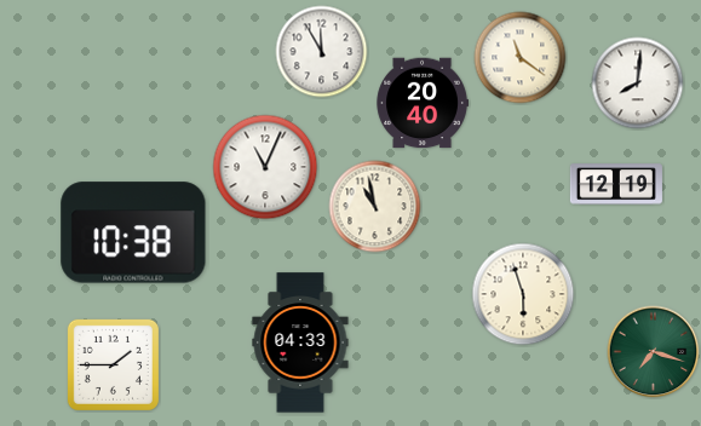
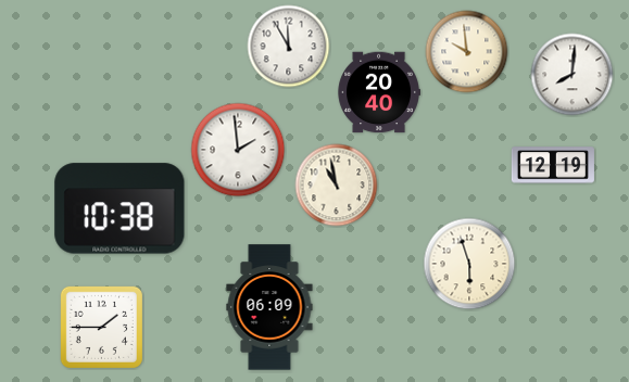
clock at (521, 58): 11:21 -> 9:59
clock at (265, 167): 11:04 -> 1:59
clock at (300, 342): 04:33 -> 06:09
clock at (654, 352): 7:18 -> none
